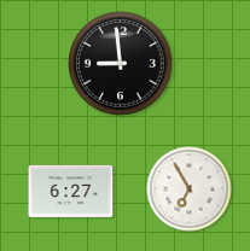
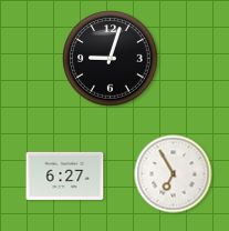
clock at (121, 64): 8:59 -> 9:03
